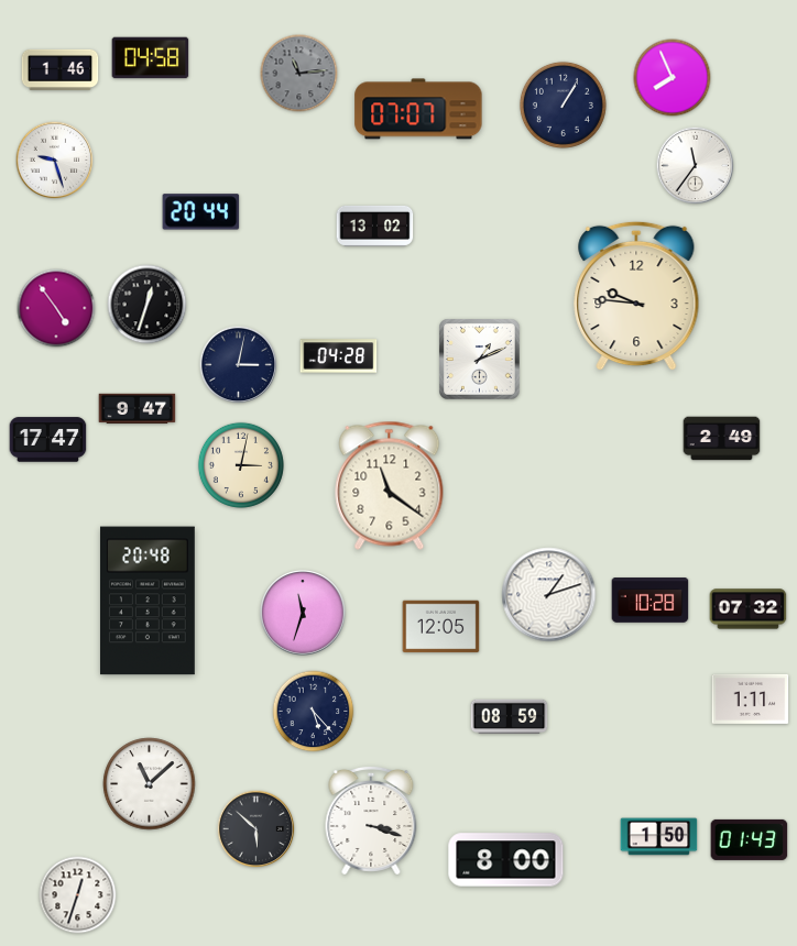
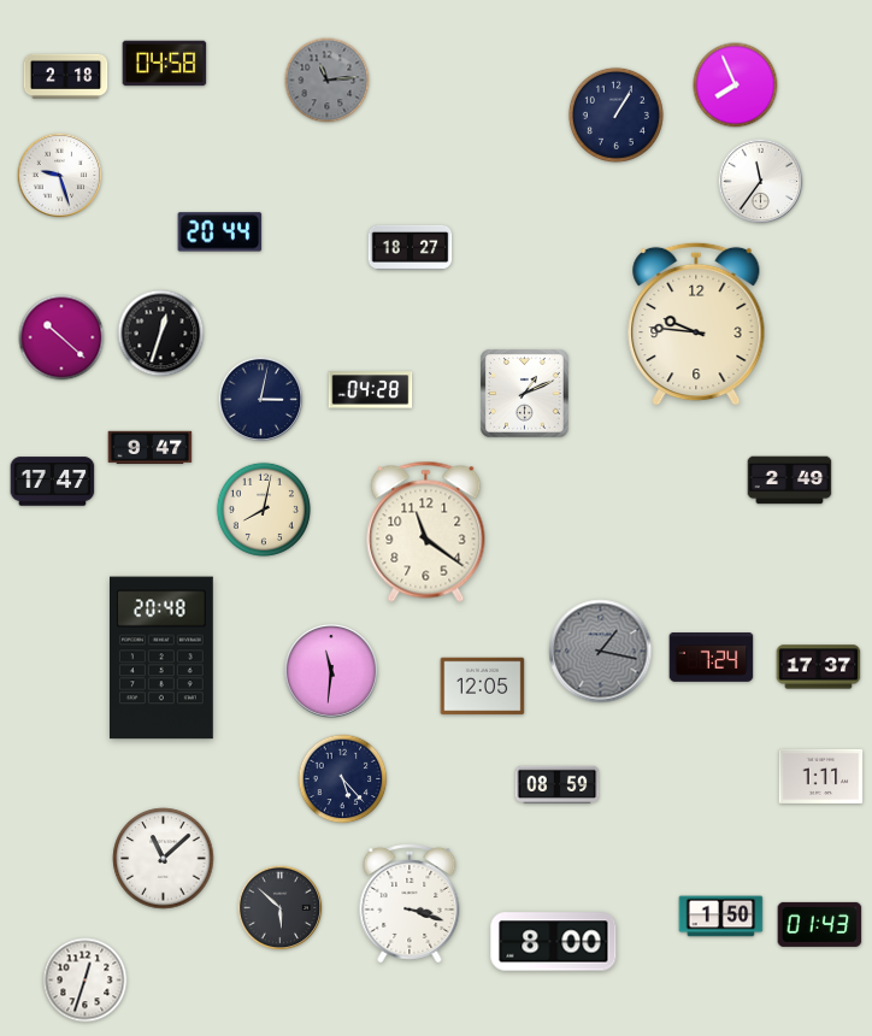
clock at (61, 69): 1:46 -> 2:18
clock at (418, 109): 07:07 -> none
clock at (375, 226): 13:02 -> 18:27
clock at (56, 308): 4:54 -> 10:22
clock at (241, 465): 3:02 -> 8:02
clock at (549, 595): 1:12 -> 1:17
clock at (549, 595) dial: white -> grey
clock at (651, 601): 10:28 -> 7:24
clock at (749, 609): 07:32 -> 17:37
clock at (304, 614): 11:33 -> 11:31
clock at (751, 698) position: (751, 698) -> (821, 776)
clock at (371, 821) position: (371, 821) -> (410, 903)
clock at (750, 839) position: (750, 839) -> (820, 924)
